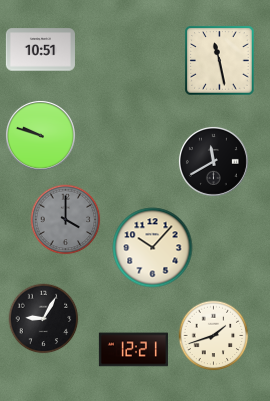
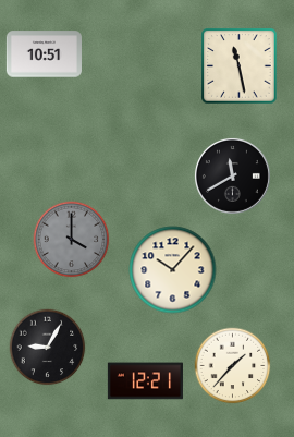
clock at (40, 135): 9:48 -> none
clock at (153, 248) position: (153, 248) -> (173, 270)
clock at (214, 336): 1:42 -> 1:37
